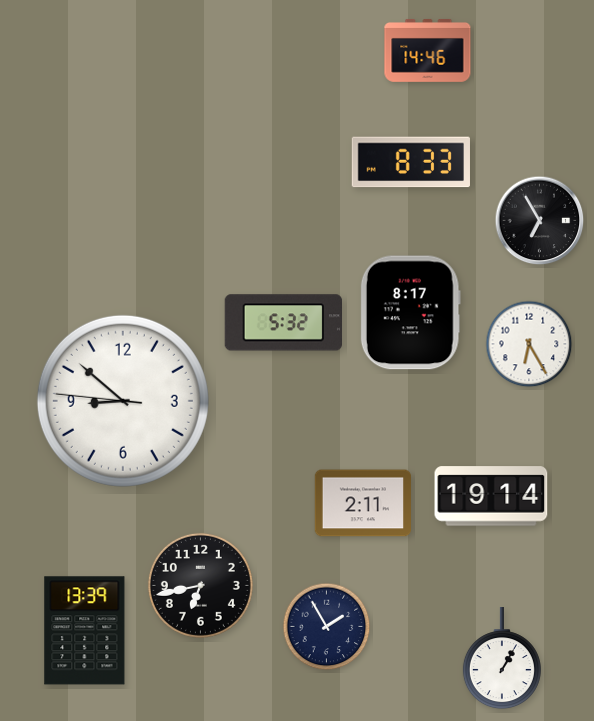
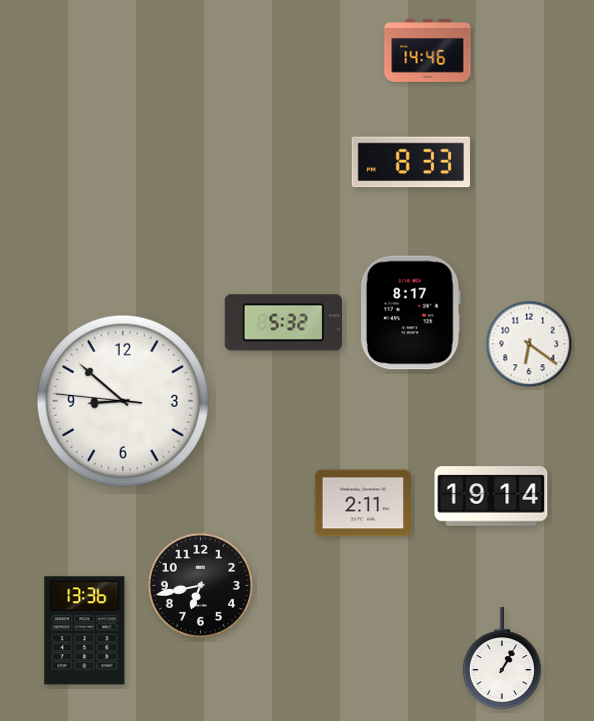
clock at (540, 221): 6:55 -> none
clock at (529, 344): 6:25 -> 6:21
clock at (327, 627): 1:55 -> none
clock at (85, 631): 13:39 -> 13:36
